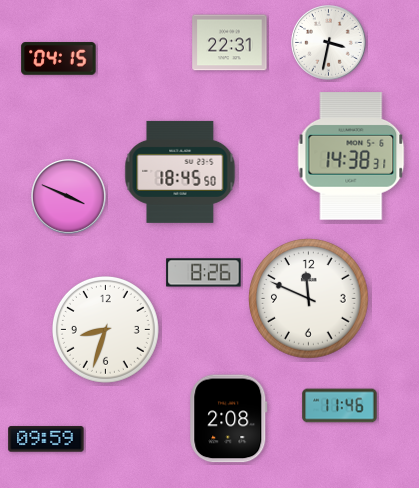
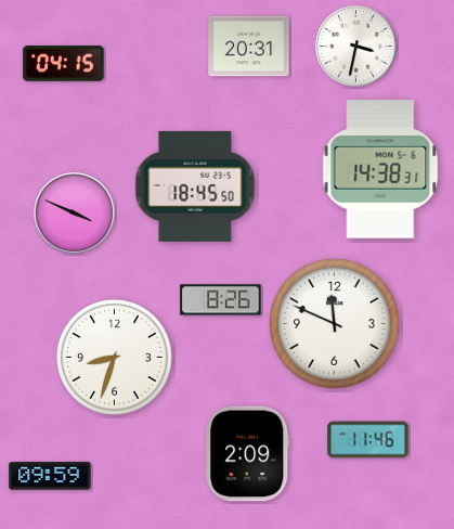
clock at (230, 43): 22:31 -> 20:31
clock at (204, 273) position: (204, 273) -> (221, 300)
clock at (229, 419): 2:08 -> 2:09
